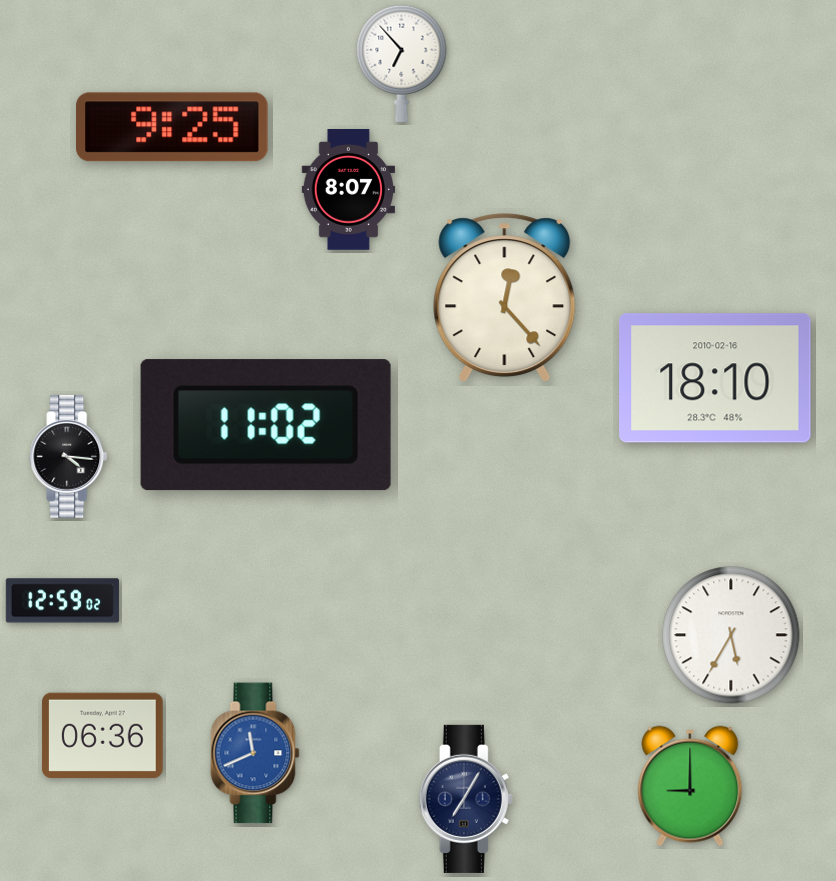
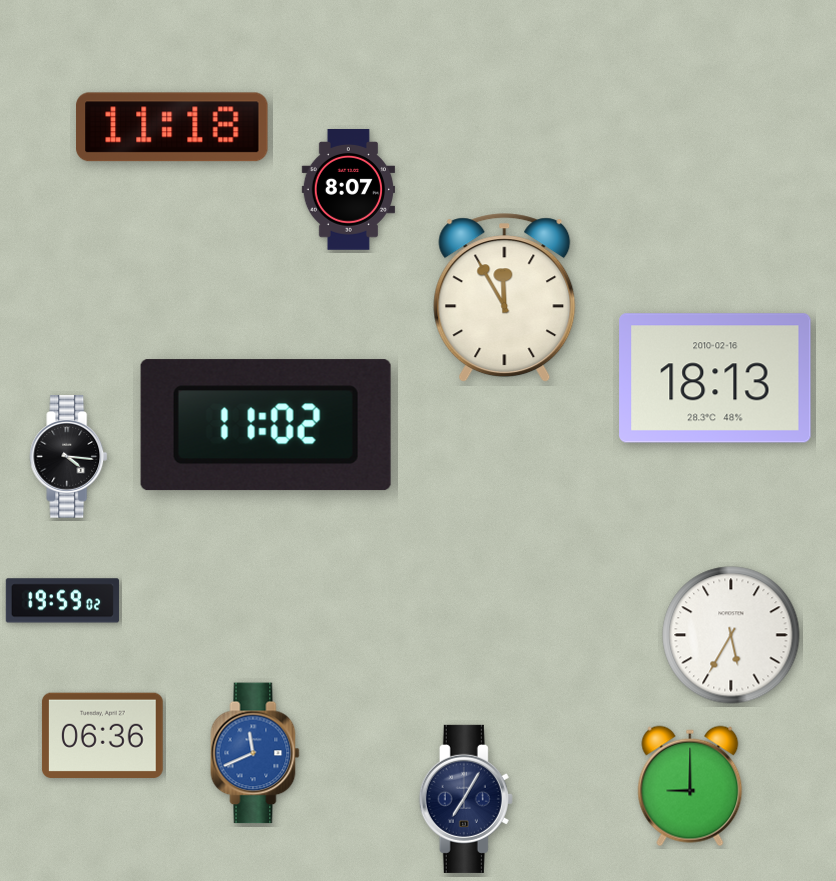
clock at (402, 63): 6:53 -> none
clock at (172, 127): 9:25 -> 11:18
clock at (505, 298): 12:23 -> 11:55
clock at (715, 378): 18:10 -> 18:13
clock at (62, 601): 12:59 -> 19:59
